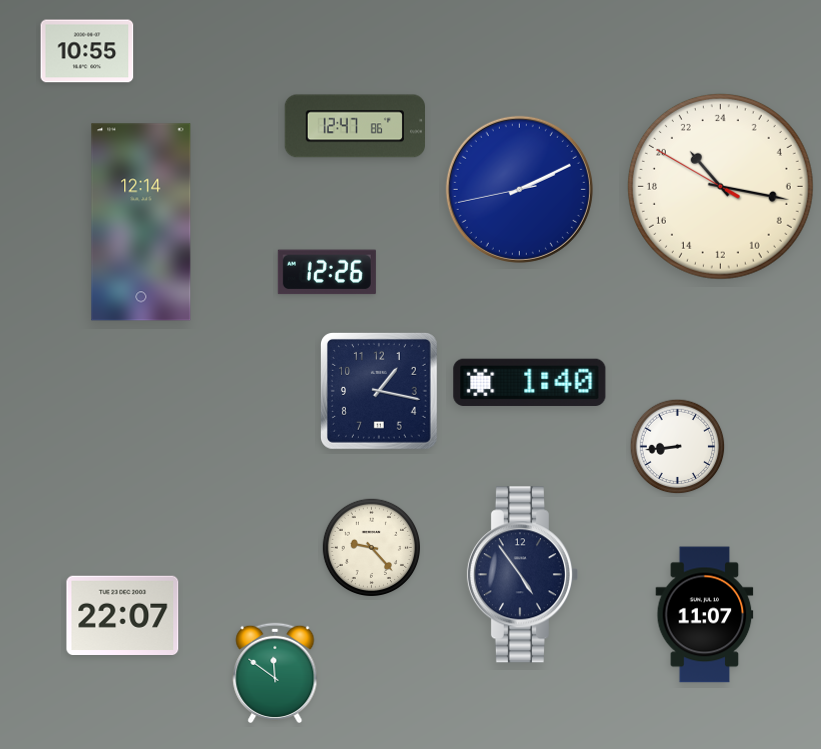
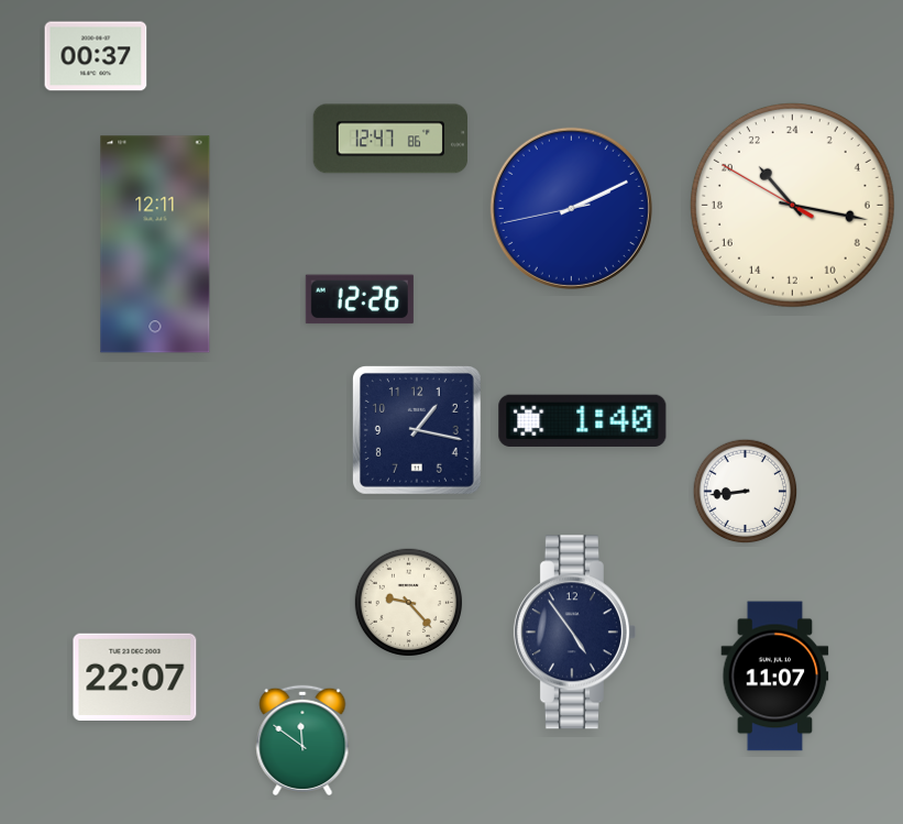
clock at (87, 51): 10:55 -> 00:37
clock at (141, 222): 12:14 -> 12:11
